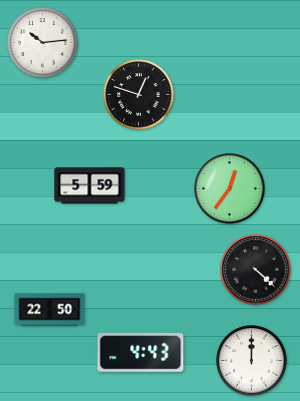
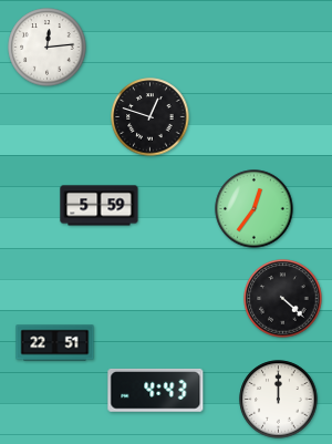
clock at (43, 43): 10:14 -> 12:14
clock at (139, 95) position: (139, 95) -> (151, 117)
clock at (50, 310): 22:50 -> 22:51
